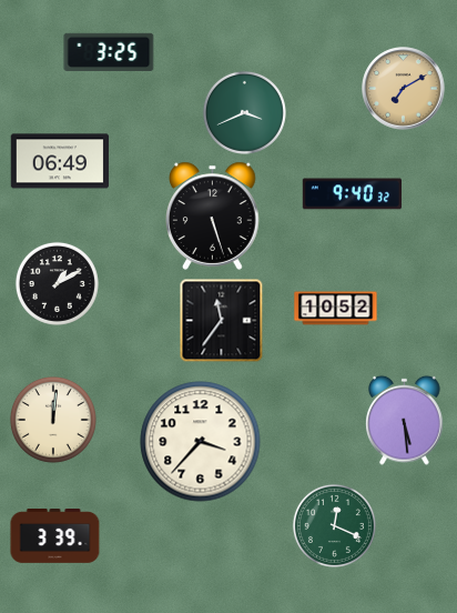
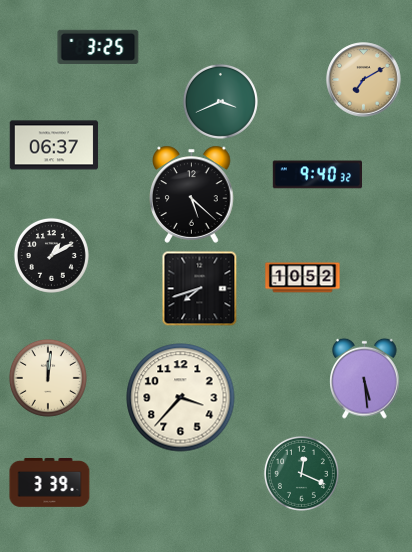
clock at (60, 161): 06:49 -> 06:37
clock at (213, 215): 5:27 -> 5:22
clock at (222, 321): 11:36 -> 7:42
